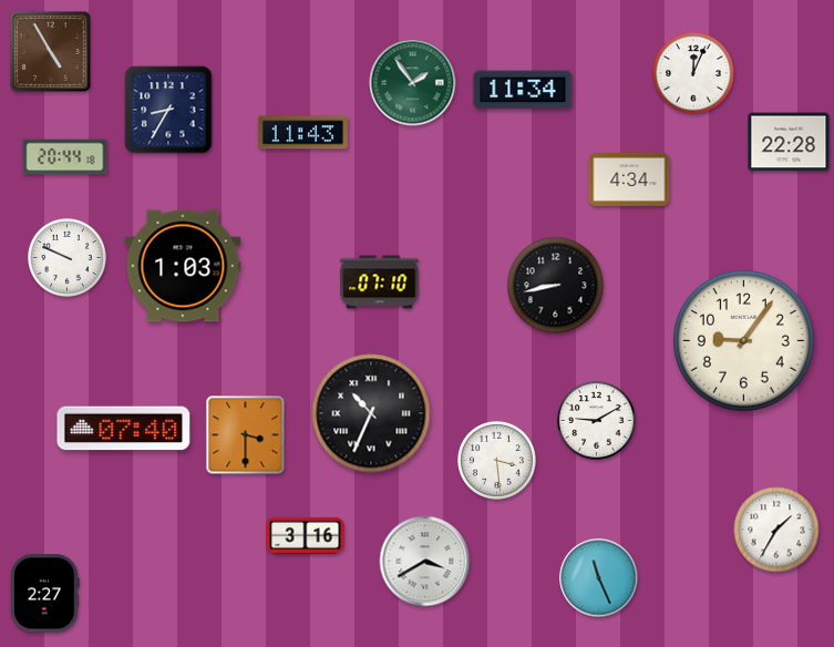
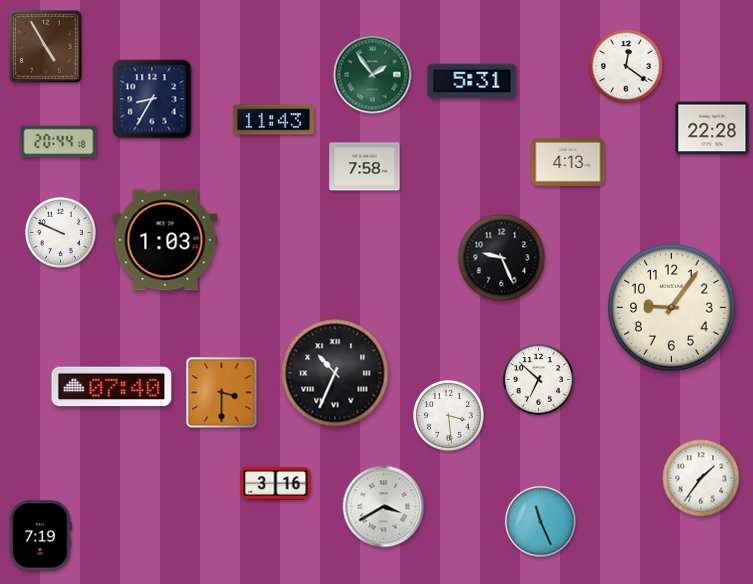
clock at (693, 73): 12:04 -> 12:21
clock at (523, 90): 11:34 -> 5:31
clock at (629, 179): 4:34 -> 4:13
clock at (365, 167): none -> 7:58
clock at (380, 283): 07:10 -> none
clock at (556, 286): 8:43 -> 9:26
clock at (597, 421): 9:10 -> 6:52
clock at (776, 530): 1:35 -> 1:36
clock at (45, 594): 2:27 -> 7:19
